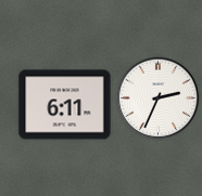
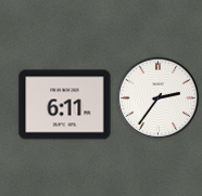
clock at (159, 99): 2:34 -> 2:36
